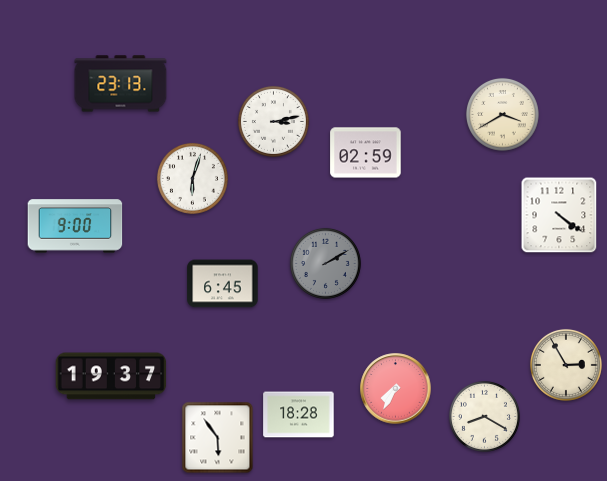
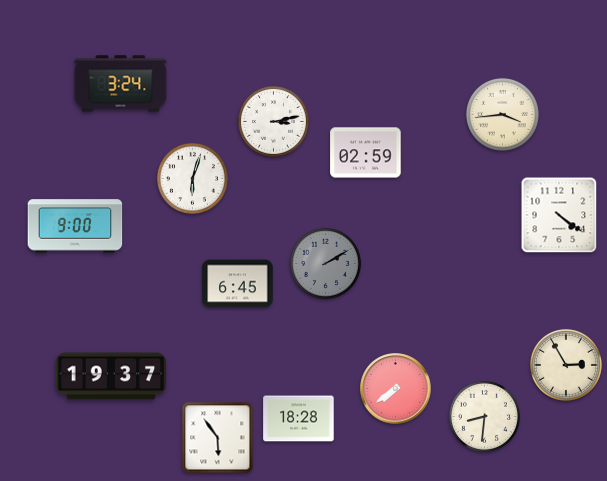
clock at (121, 84): 23:13 -> 3:24
clock at (503, 115): 3:40 -> 3:44
clock at (223, 284) position: (223, 284) -> (238, 284)
clock at (396, 389): 7:35 -> 7:39
clock at (299, 415) position: (299, 415) -> (299, 419)
clock at (484, 416): 8:20 -> 8:31
